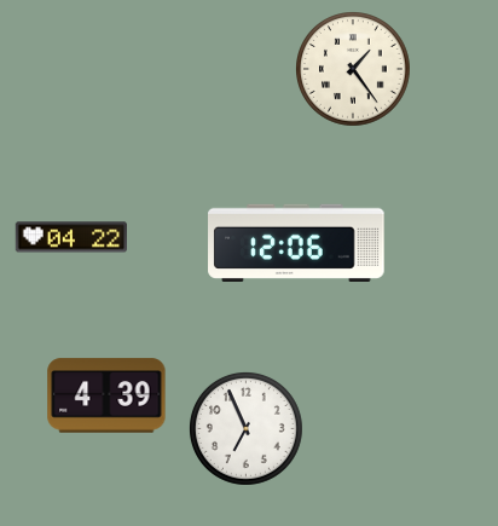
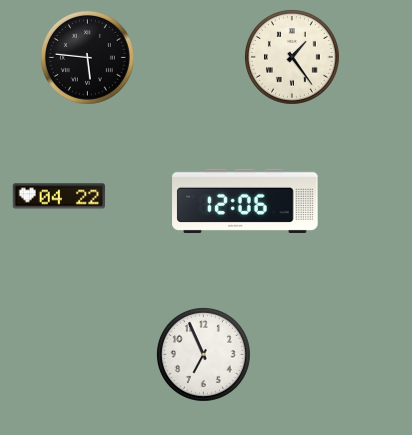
clock at (87, 57): none -> 5:46
clock at (106, 395): 4:39 -> none
